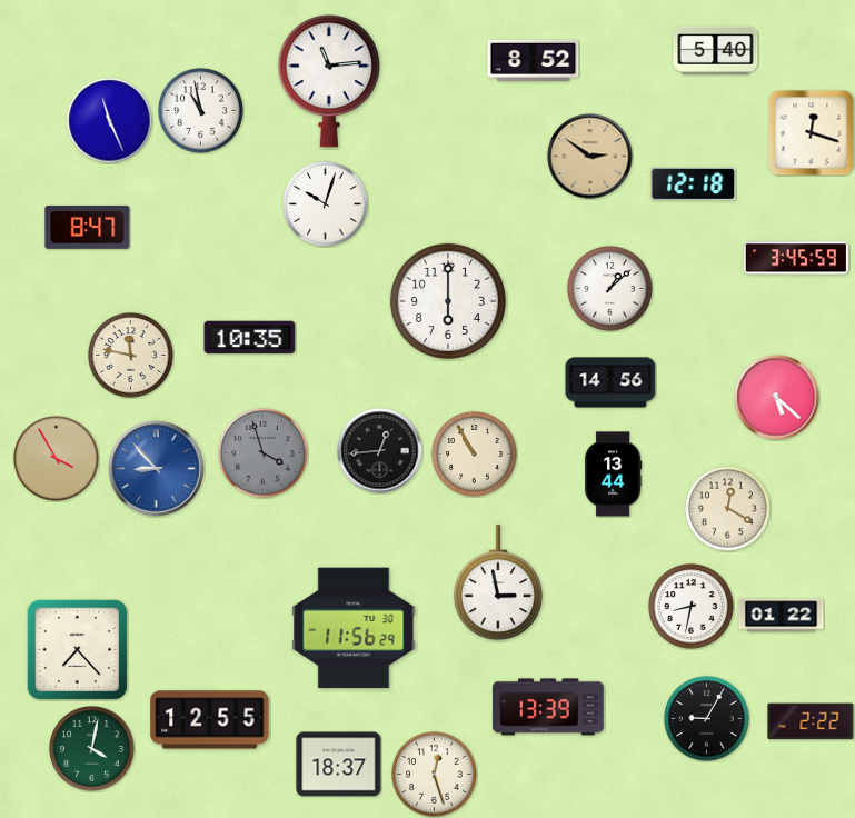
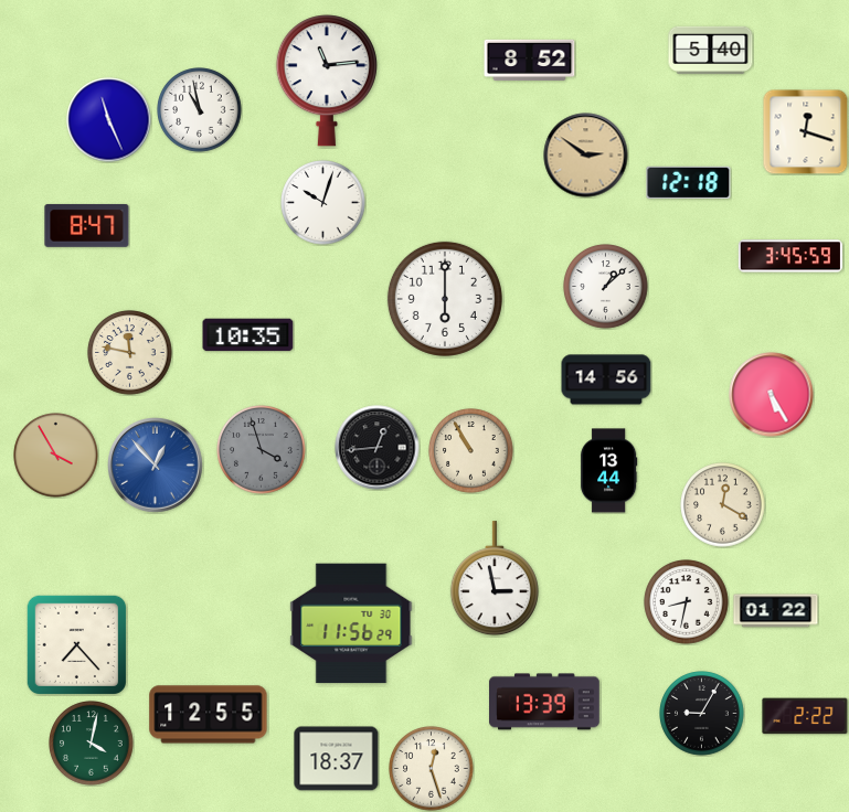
clock at (777, 398): 5:22 -> 5:25
clock at (157, 469): 8:53 -> 12:53
